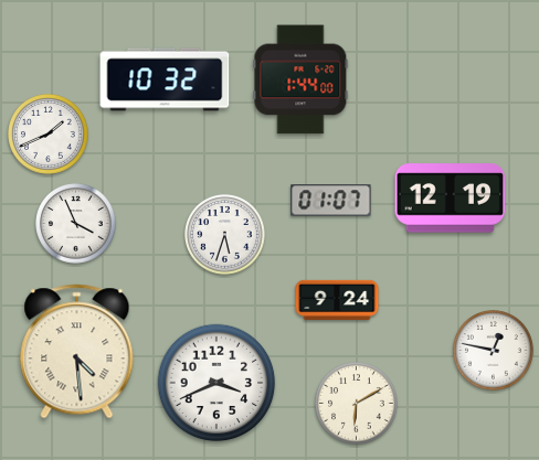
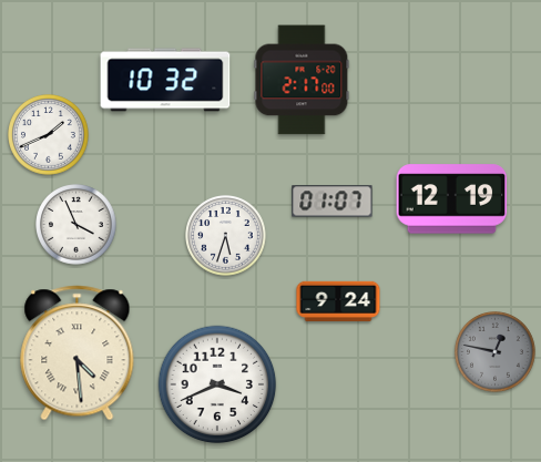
clock at (300, 79): 1:44 -> 2:17
clock at (494, 351) dial: white -> grey
clock at (357, 404): 6:10 -> none
